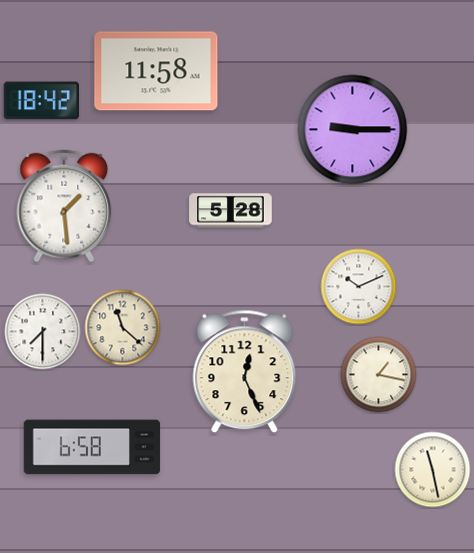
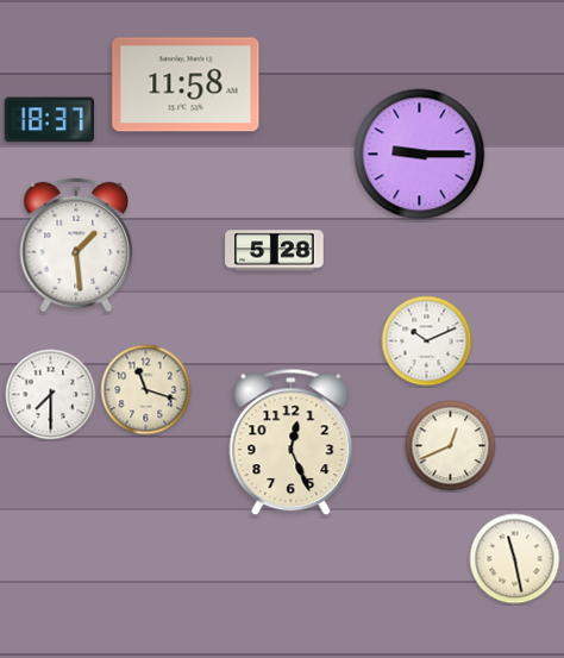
clock at (41, 101): 18:42 -> 18:37
clock at (123, 328): 11:22 -> 11:18
clock at (379, 375): 1:17 -> 12:41
clock at (92, 447): 6:58 -> none
